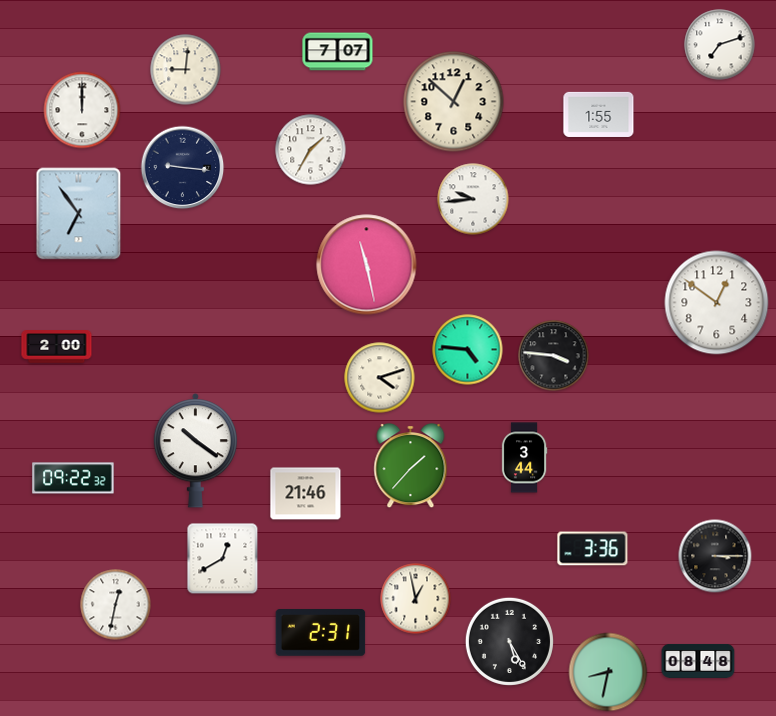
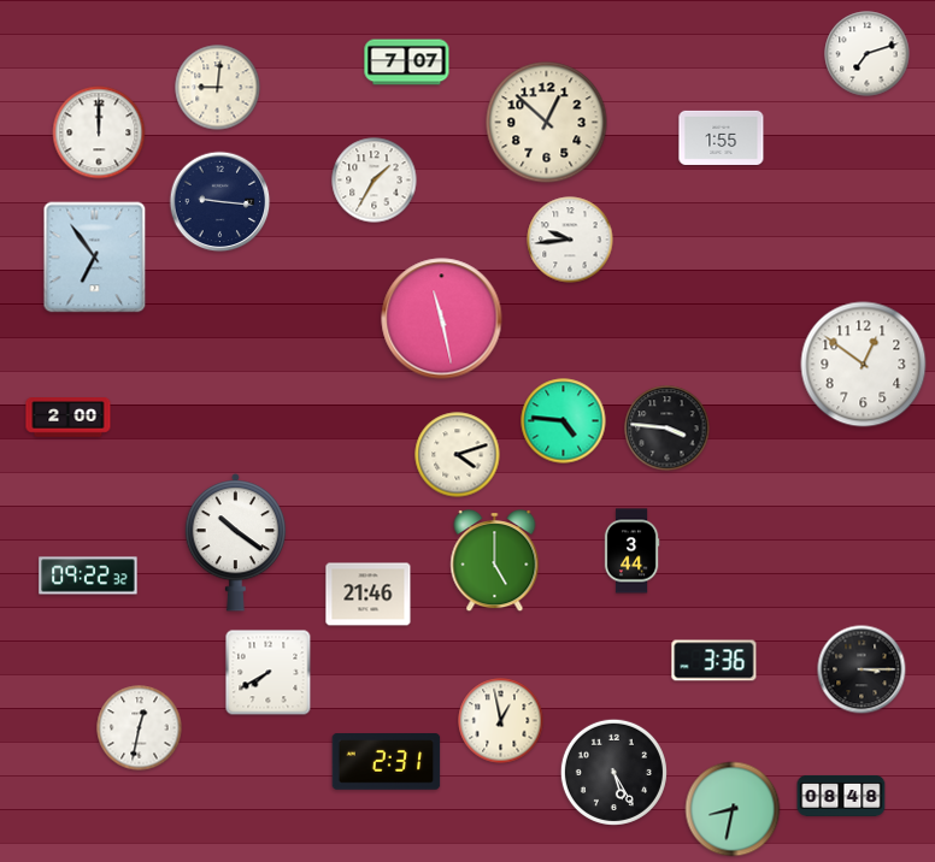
clock at (186, 70) position: (186, 70) -> (218, 88)
clock at (411, 467): 1:37 -> 5:00
clock at (223, 559): 12:40 -> 7:40
